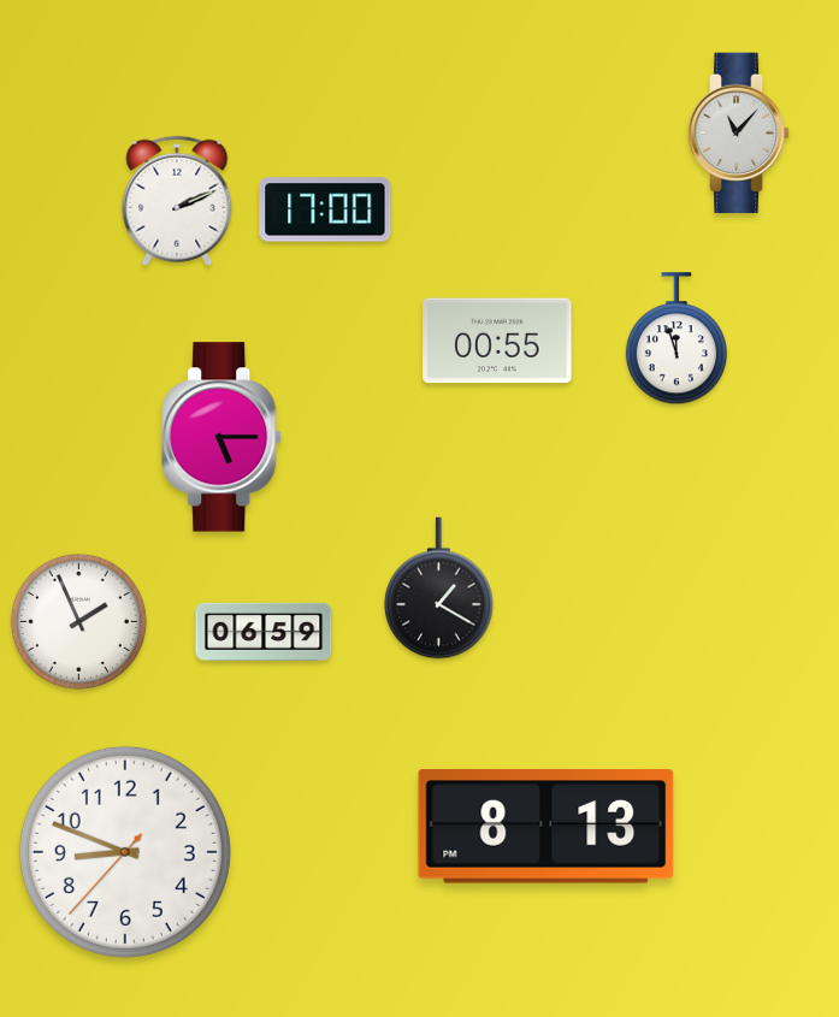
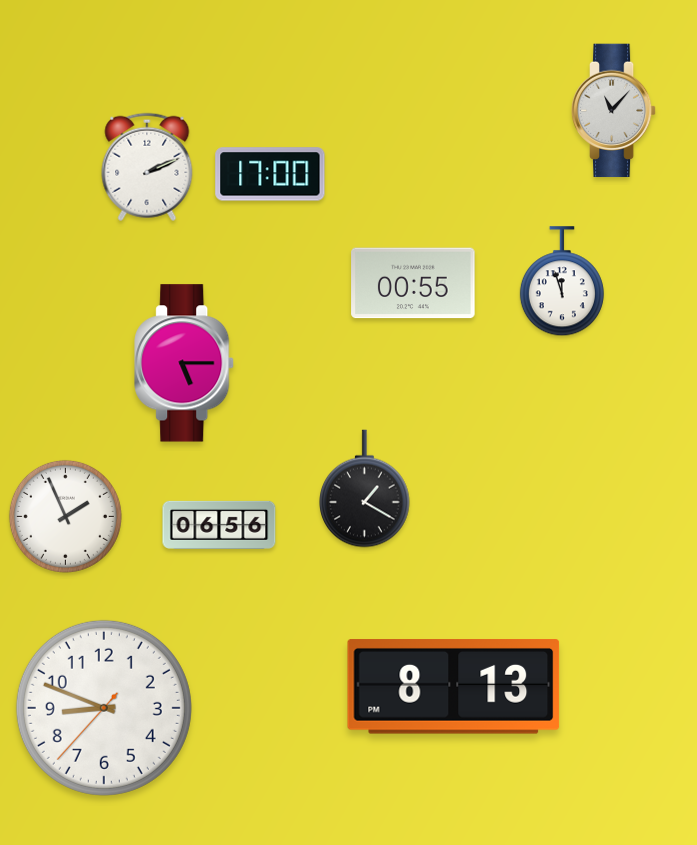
clock at (264, 632): 06:59 -> 06:56
